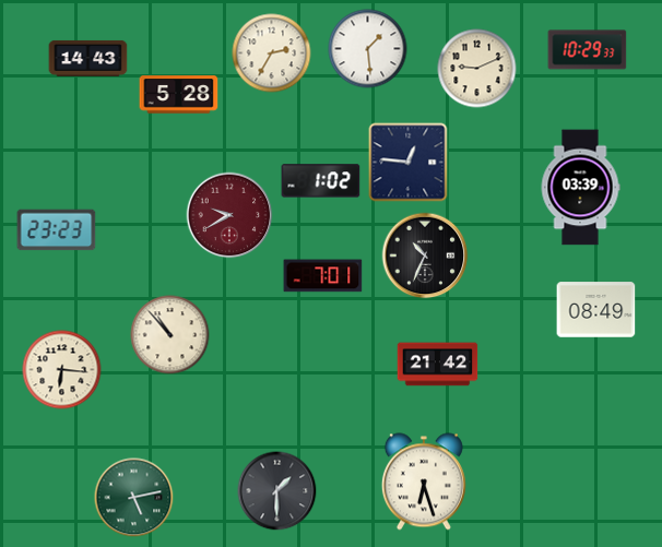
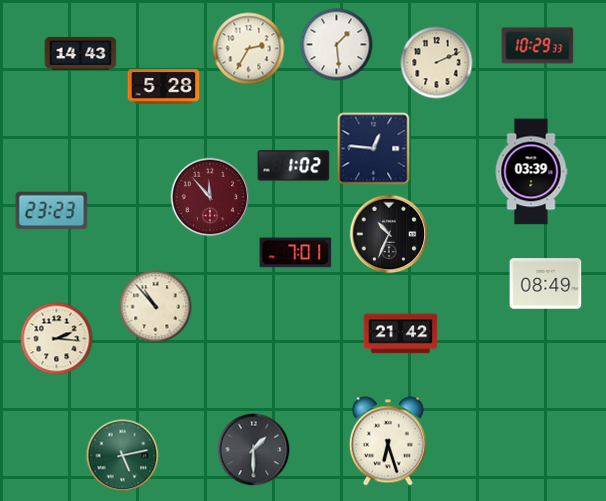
clock at (477, 69): 9:11 -> 2:11
clock at (229, 215): 9:40 -> 11:53
clock at (62, 370): 6:16 -> 2:16
